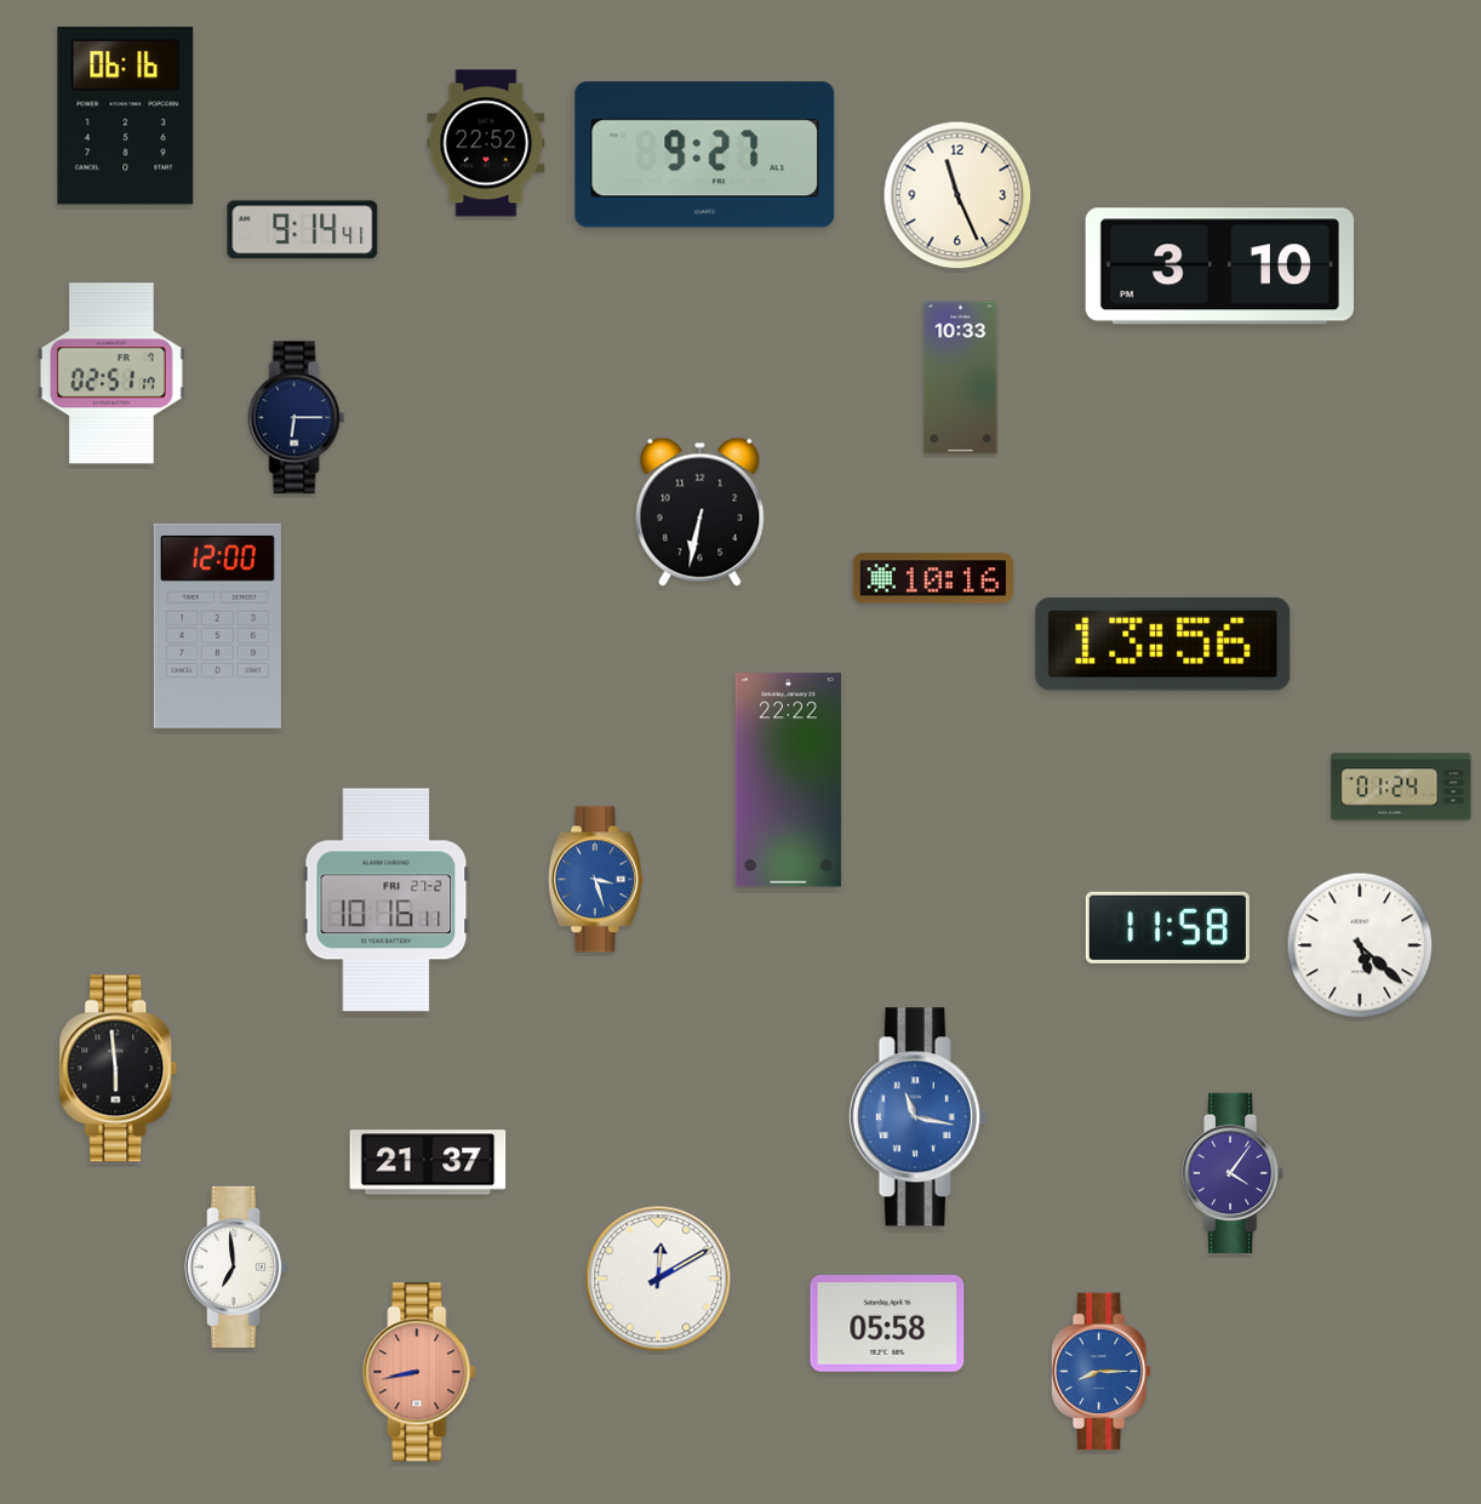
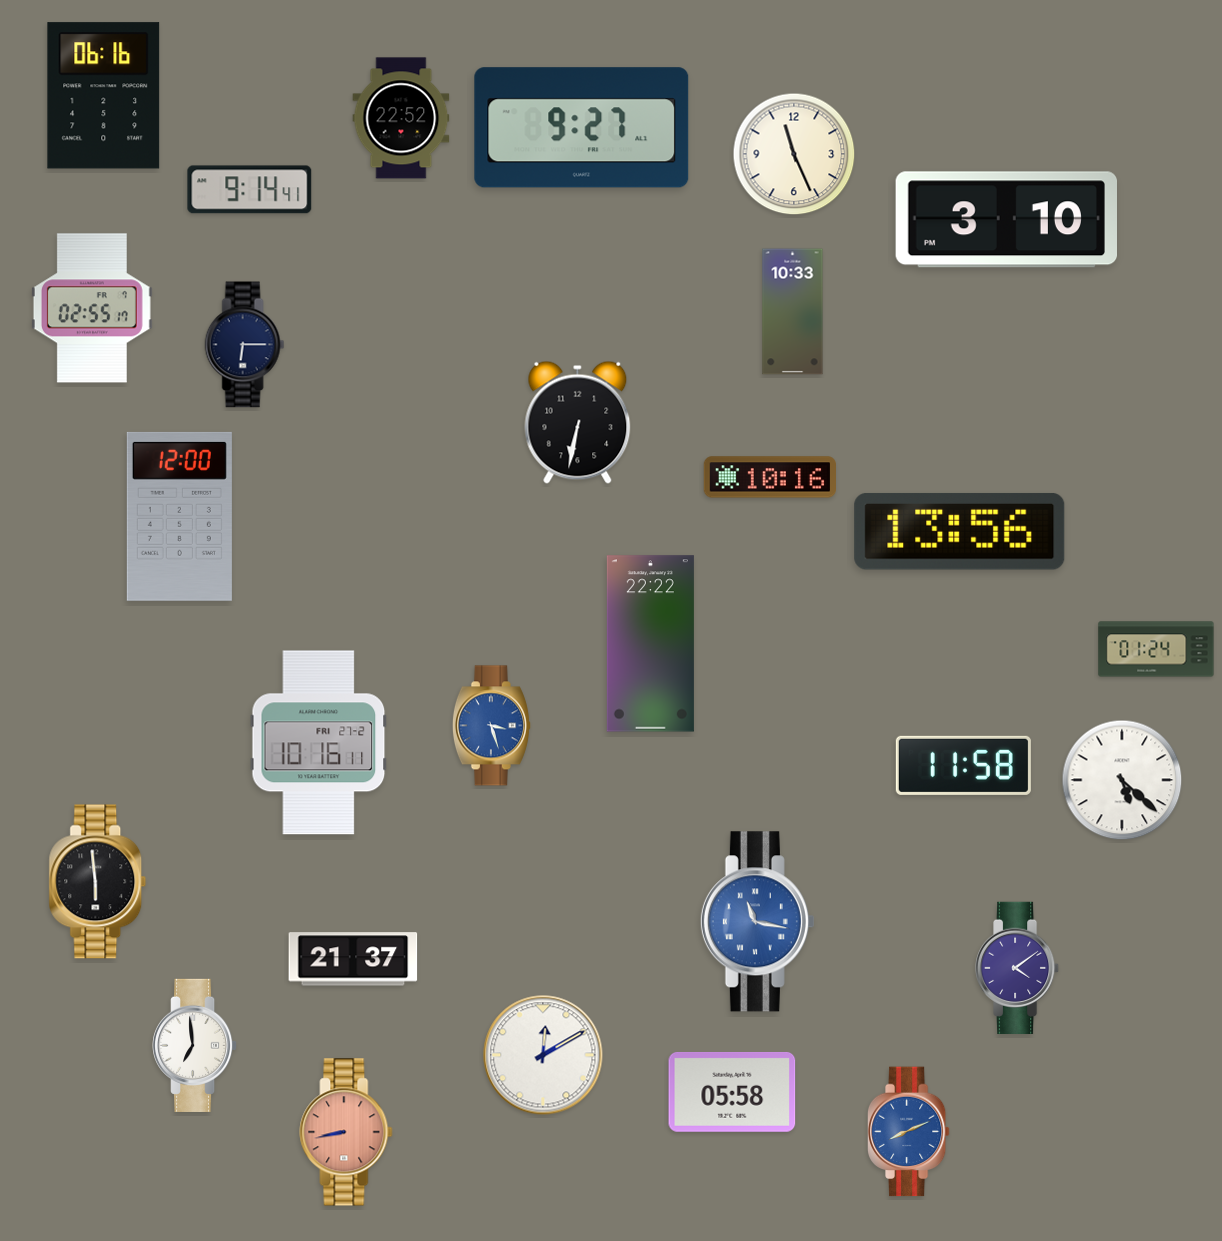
clock at (957, 195) position: (957, 195) -> (794, 154)
clock at (111, 373): 02:51 -> 02:55
clock at (1233, 1172): 4:06 -> 4:09
clock at (1100, 1372): 8:15 -> 8:11
